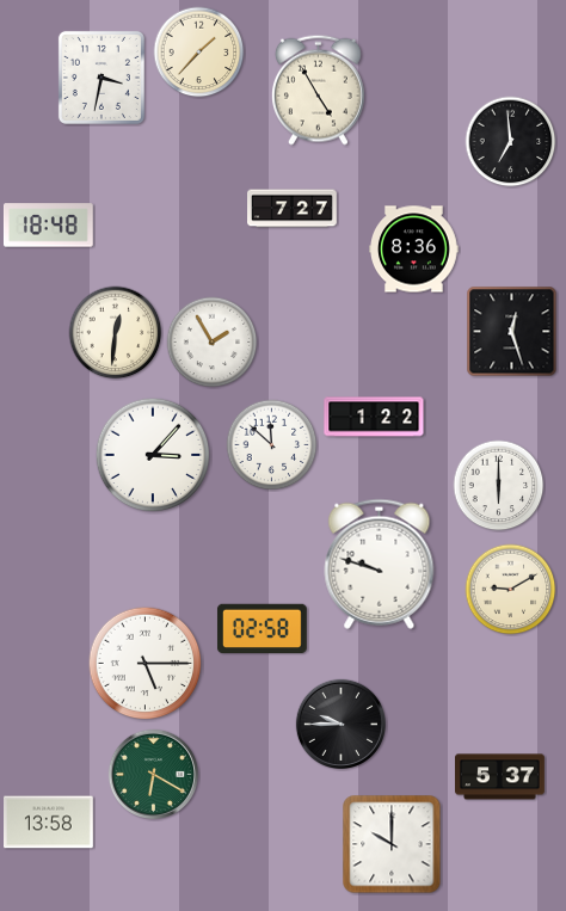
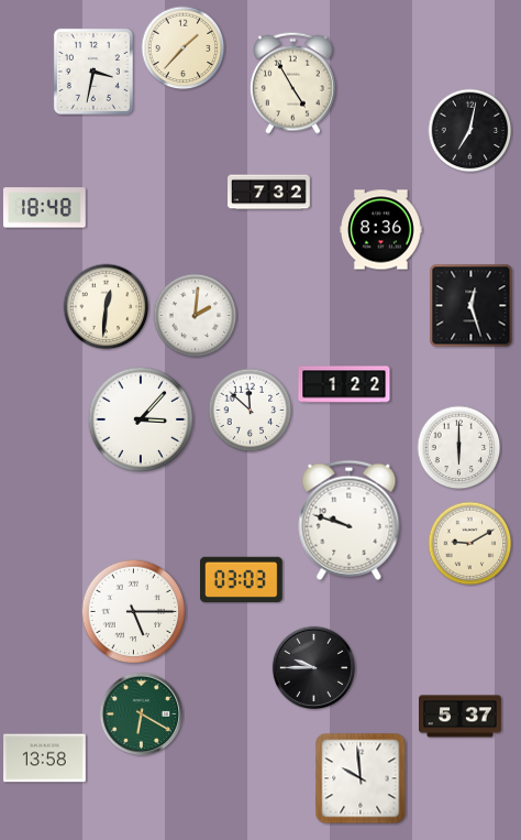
clock at (511, 142): 6:59 -> 7:02
clock at (293, 209): 7:27 -> 7:32
clock at (213, 343): 1:55 -> 2:01
clock at (262, 628): 02:58 -> 03:03
clock at (392, 844): 10:00 -> 9:59
